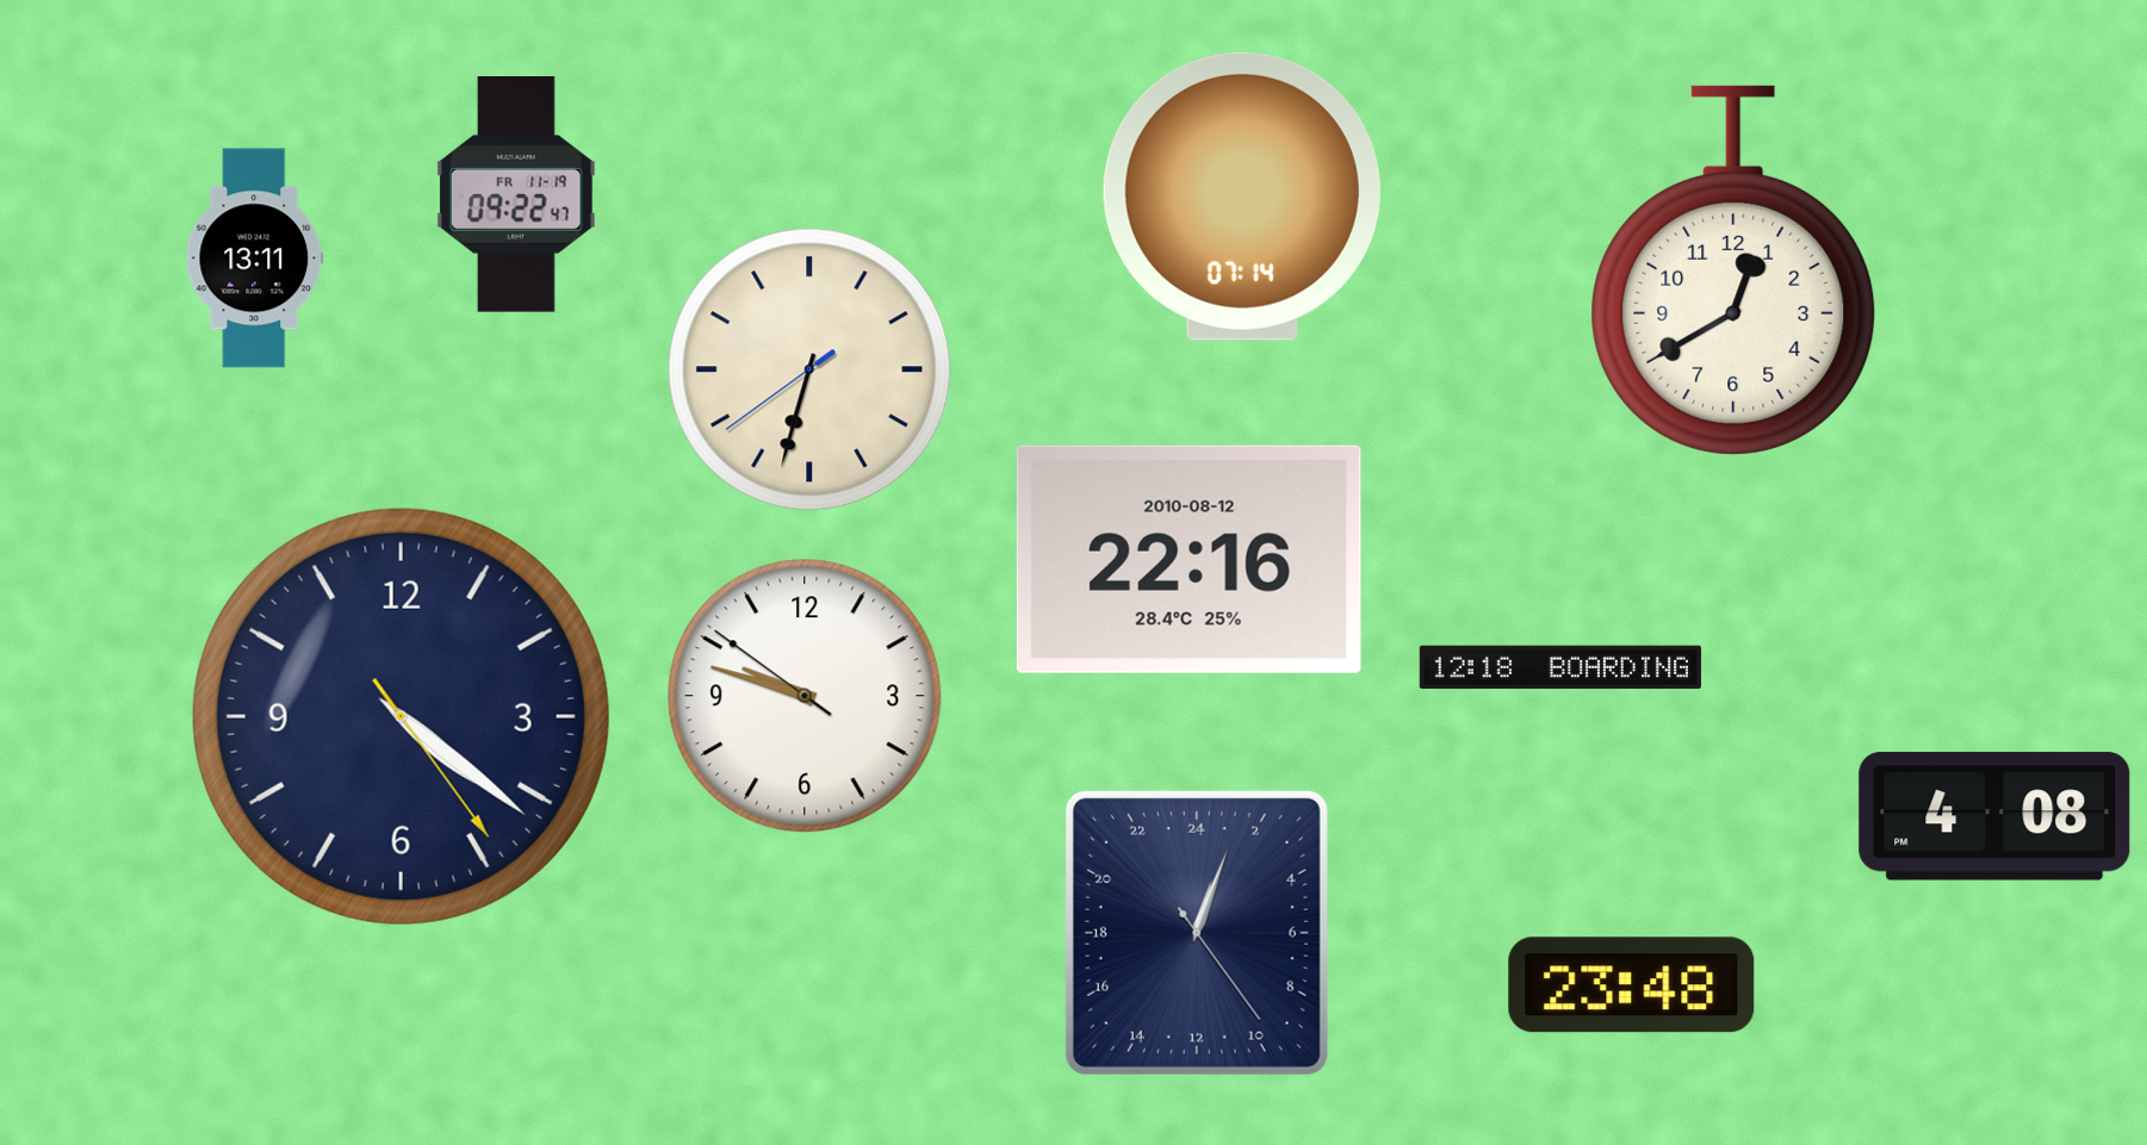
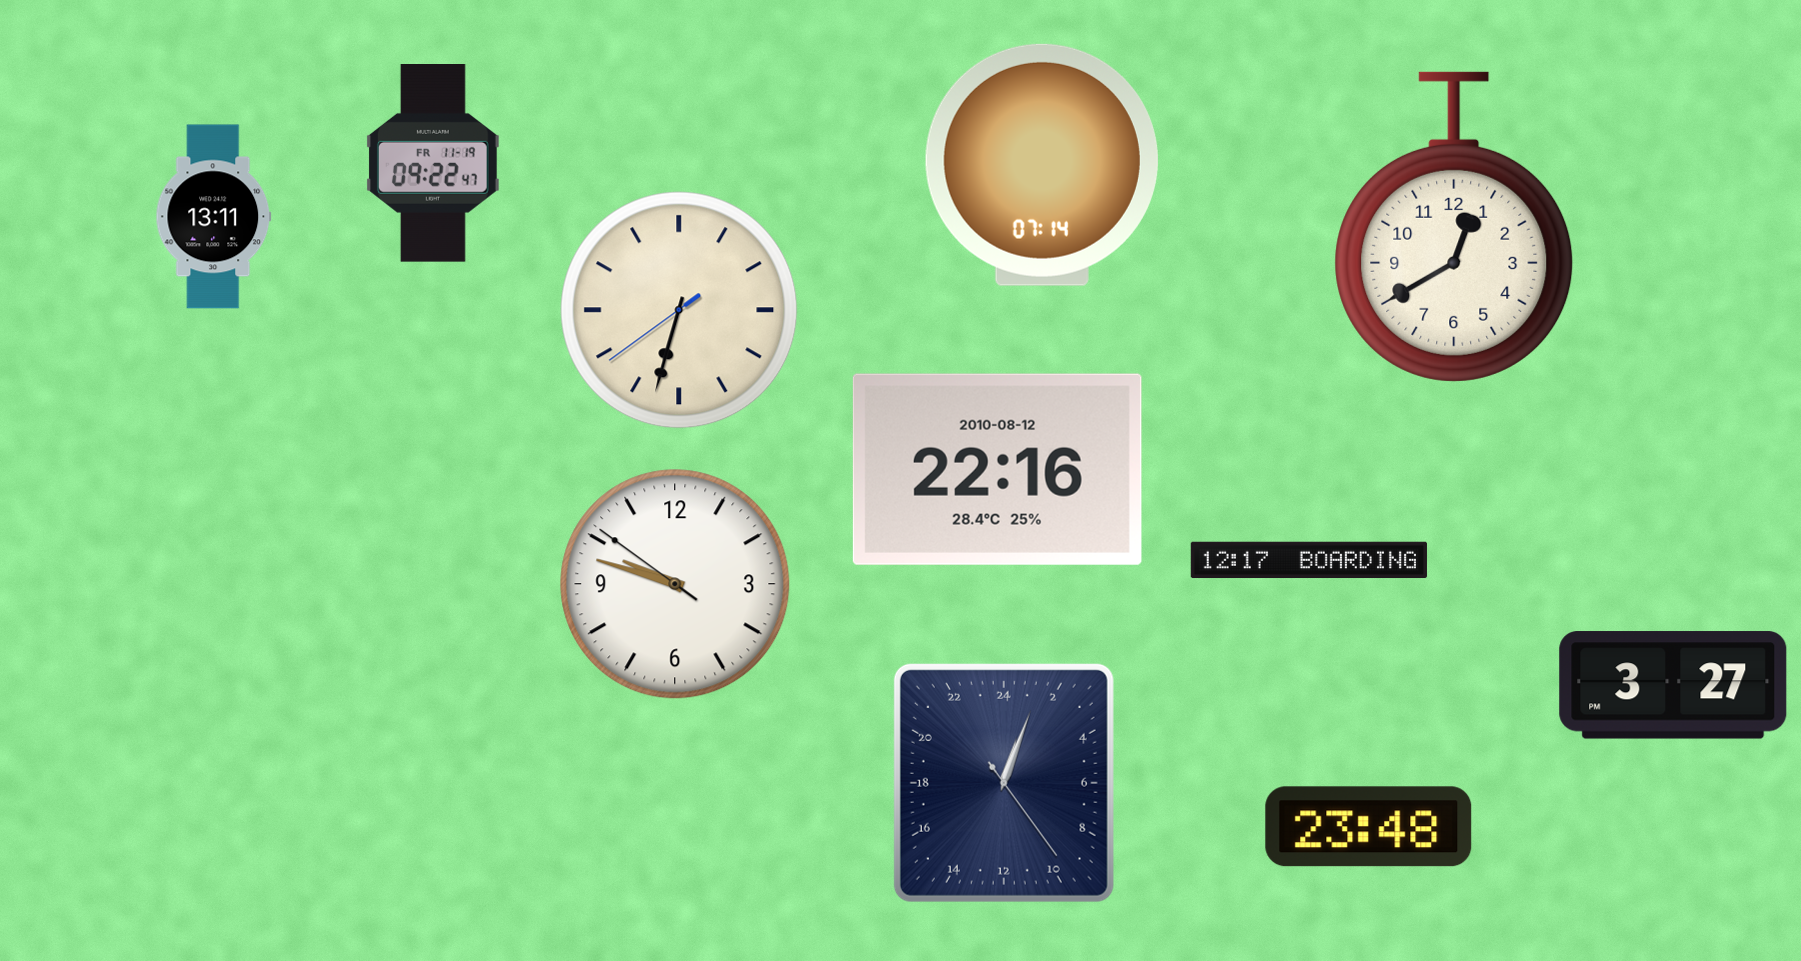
clock at (1560, 667): 12:18 -> 12:17
clock at (401, 716): 4:21 -> none
clock at (1994, 816): 4:08 -> 3:27
